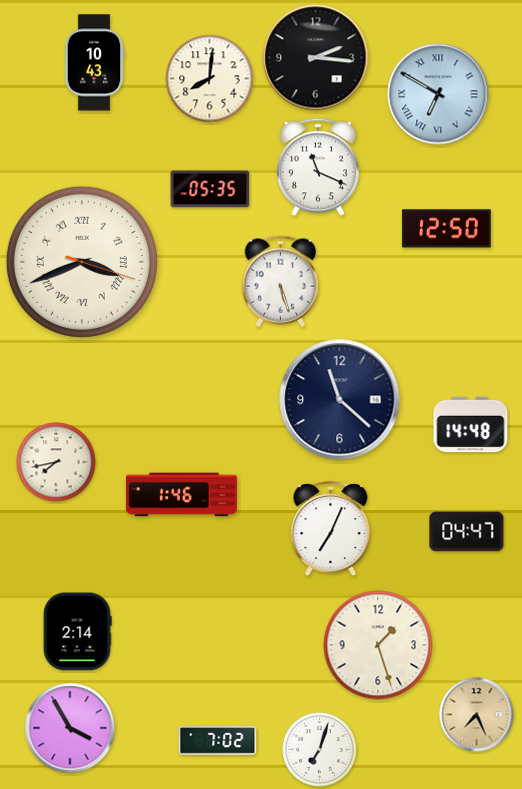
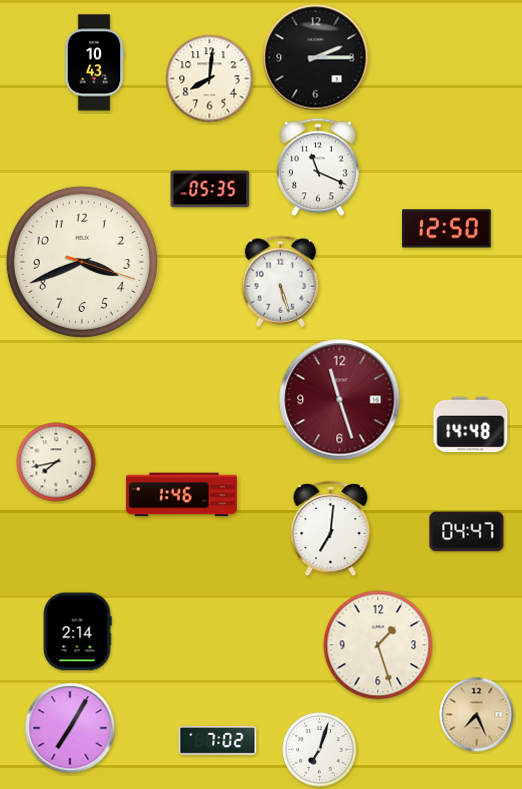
clock at (316, 58): 2:16 -> 2:15
clock at (438, 94): 6:50 -> none
clock at (82, 262) numerals: Roman -> Arabic
clock at (340, 400): 11:22 -> 11:27
clock at (340, 400) dial: navy -> burgundy
clock at (331, 530): 7:04 -> 7:01
clock at (70, 728): 3:55 -> 7:05
